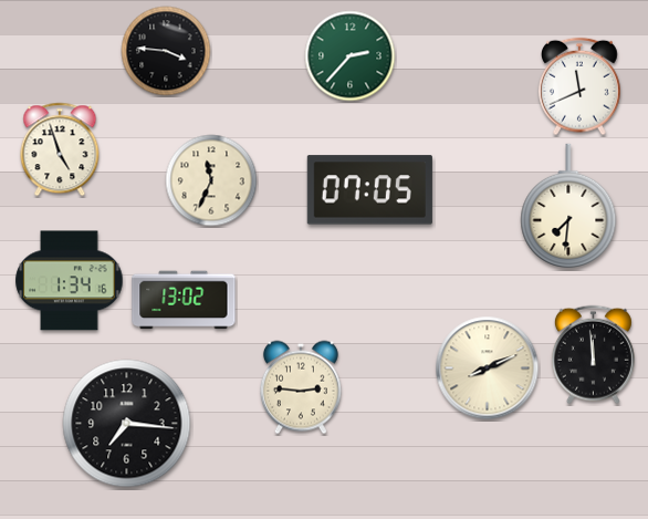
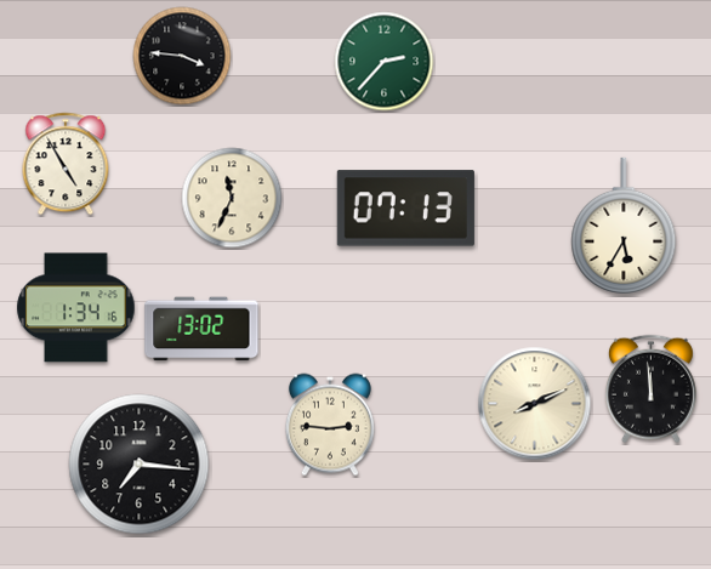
clock at (581, 86): 11:41 -> none
clock at (60, 149): 4:57 -> 4:55
clock at (369, 190): 07:05 -> 07:13
clock at (568, 206): 7:31 -> 5:35
